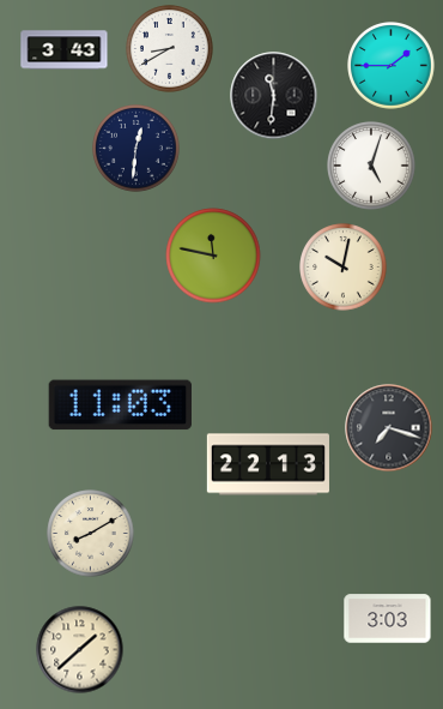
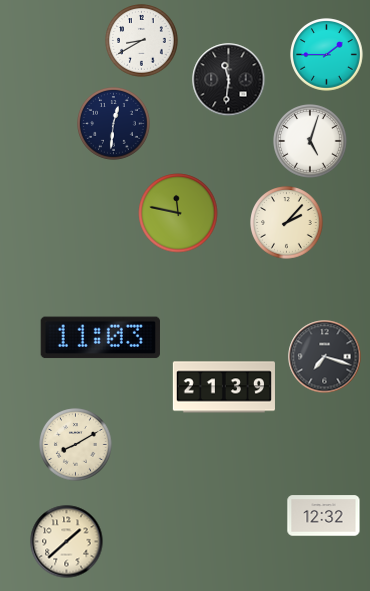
clock at (65, 50): 3:43 -> none
clock at (371, 166) position: (371, 166) -> (310, 141)
clock at (344, 268): 10:02 -> 2:07
clock at (268, 464): 22:13 -> 21:39
clock at (388, 619): 3:03 -> 12:32
